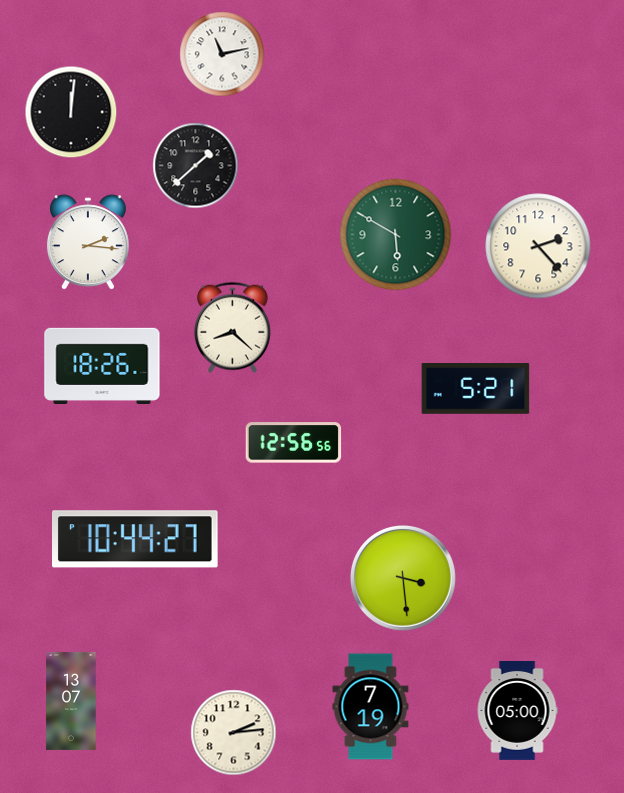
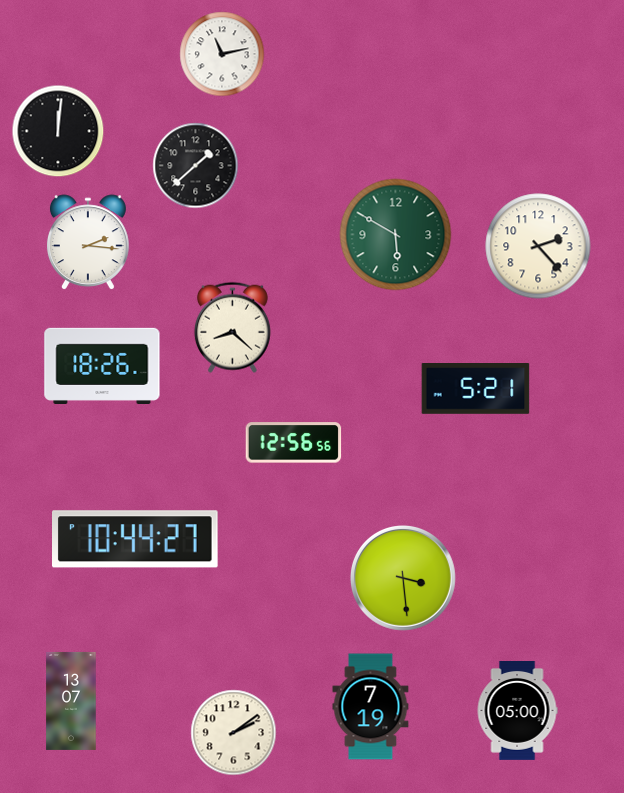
clock at (71, 112) position: (71, 112) -> (58, 131)
clock at (234, 733): 2:14 -> 2:09
